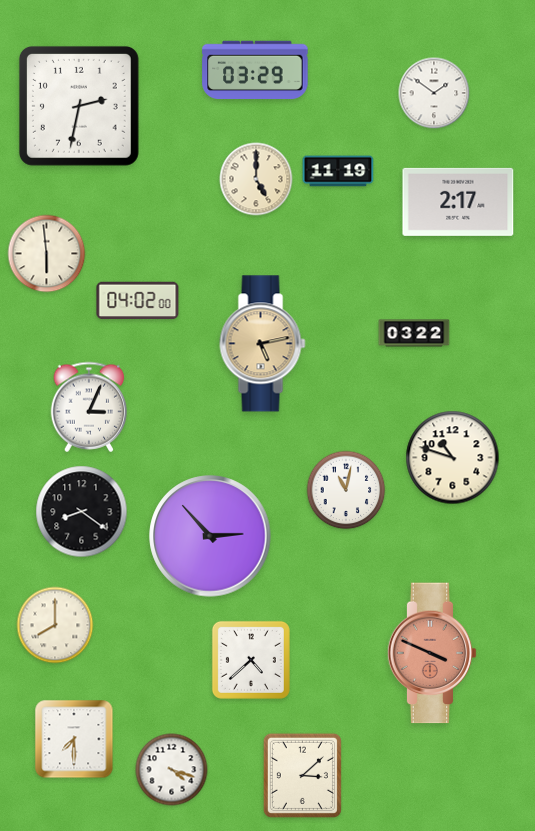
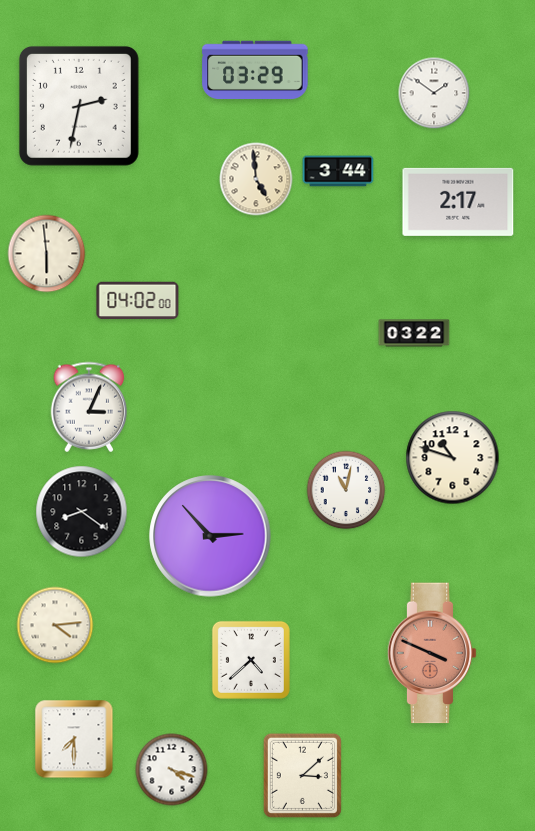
clock at (338, 171): 11:19 -> 3:44
clock at (256, 179): 5:00 -> 4:59
clock at (263, 344): 5:13 -> none
clock at (55, 625): 8:00 -> 4:14
